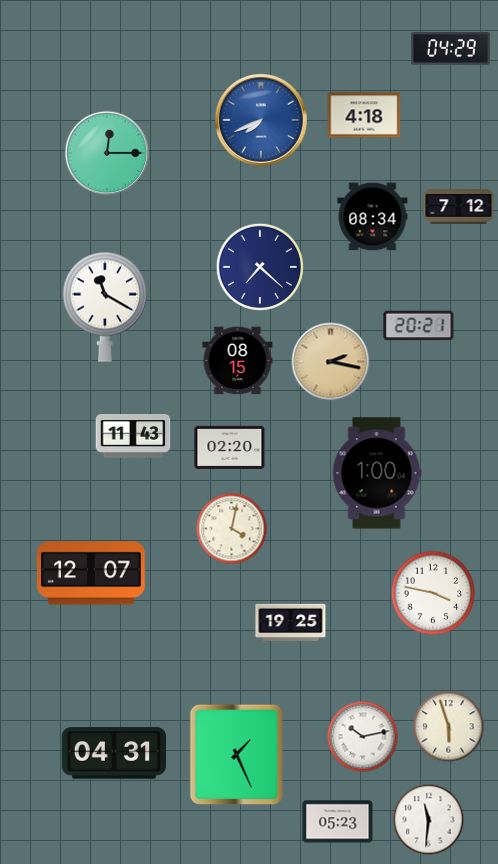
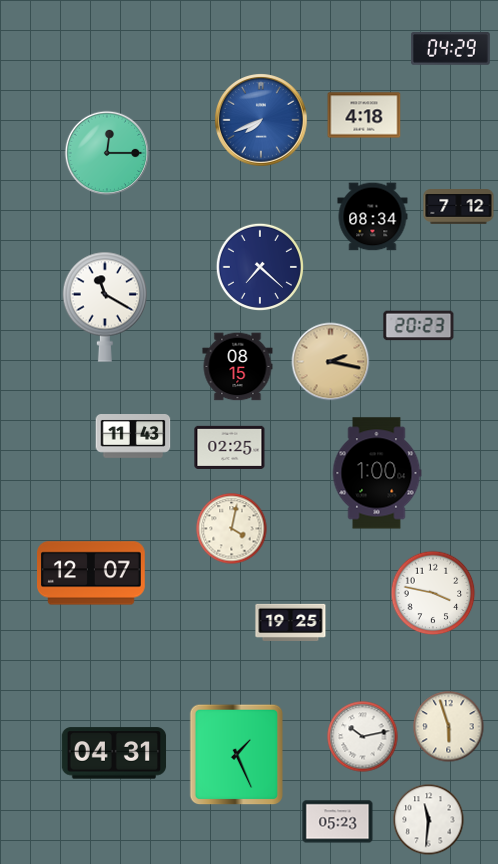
clock at (419, 326): 20:21 -> 20:23
clock at (238, 361) position: (238, 361) -> (238, 367)
clock at (230, 447): 02:20 -> 02:25
